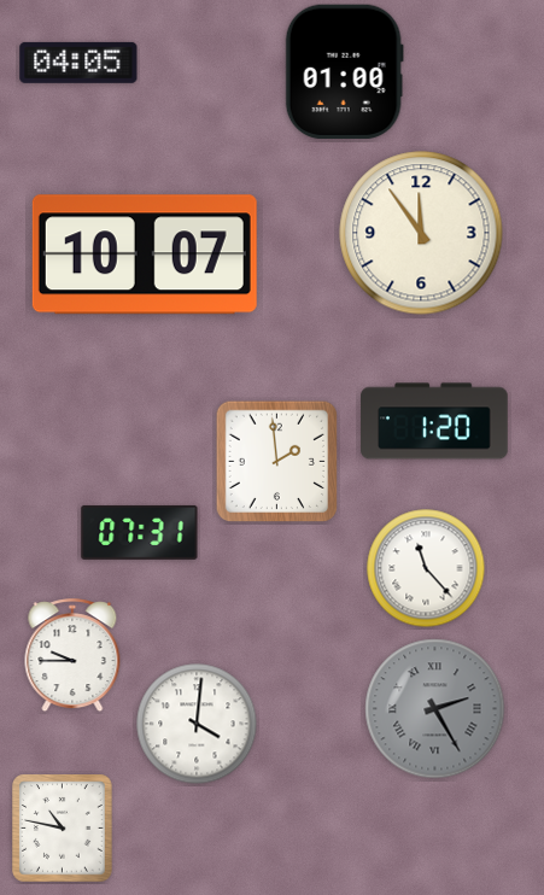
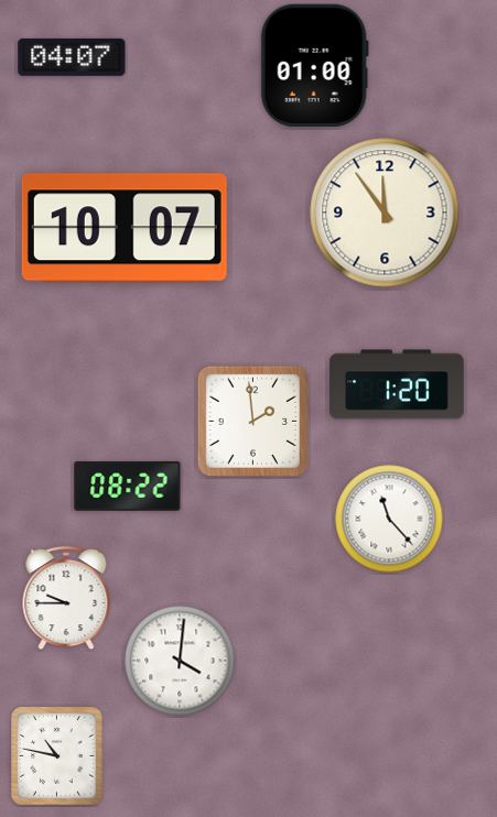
clock at (78, 63): 04:05 -> 04:07
clock at (145, 255) position: (145, 255) -> (125, 228)
clock at (140, 532): 07:31 -> 08:22
clock at (435, 709): 2:25 -> none
